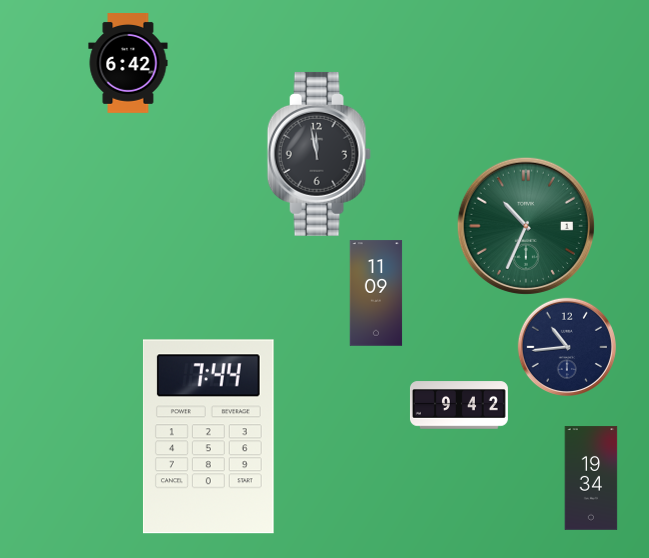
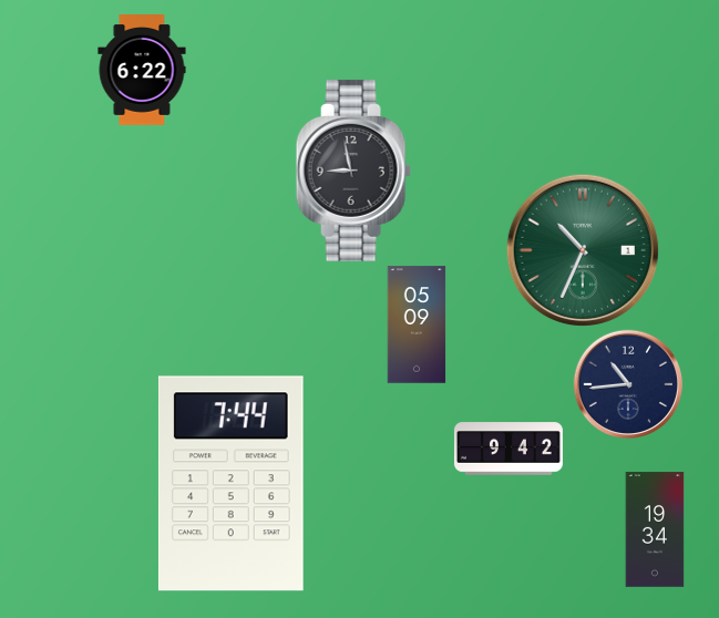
clock at (128, 64): 6:42 -> 6:22
clock at (319, 154): 11:58 -> 8:58
clock at (376, 293): 11:09 -> 05:09
